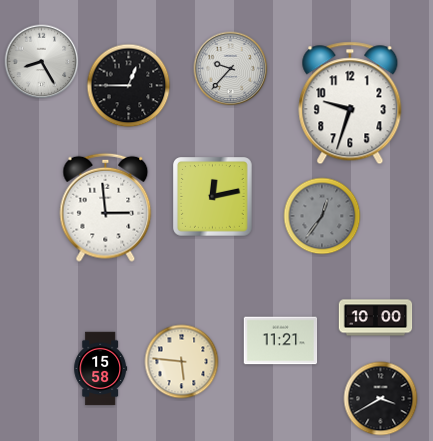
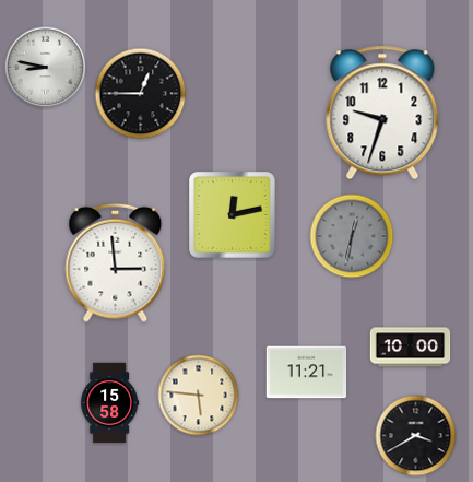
clock at (42, 62): 8:25 -> 8:47
clock at (231, 69): 9:37 -> none
clock at (106, 207) position: (106, 207) -> (116, 262)
clock at (322, 216): 12:36 -> 12:32
